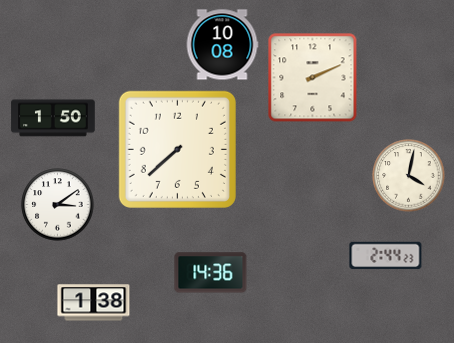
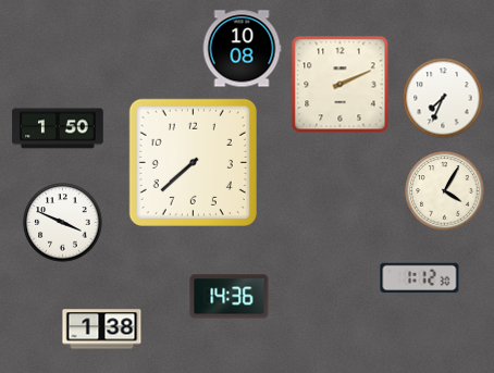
clock at (443, 98): none -> 7:34
clock at (409, 176): 4:02 -> 4:05
clock at (58, 205): 3:09 -> 3:49
clock at (386, 256): 2:44 -> 1:12
